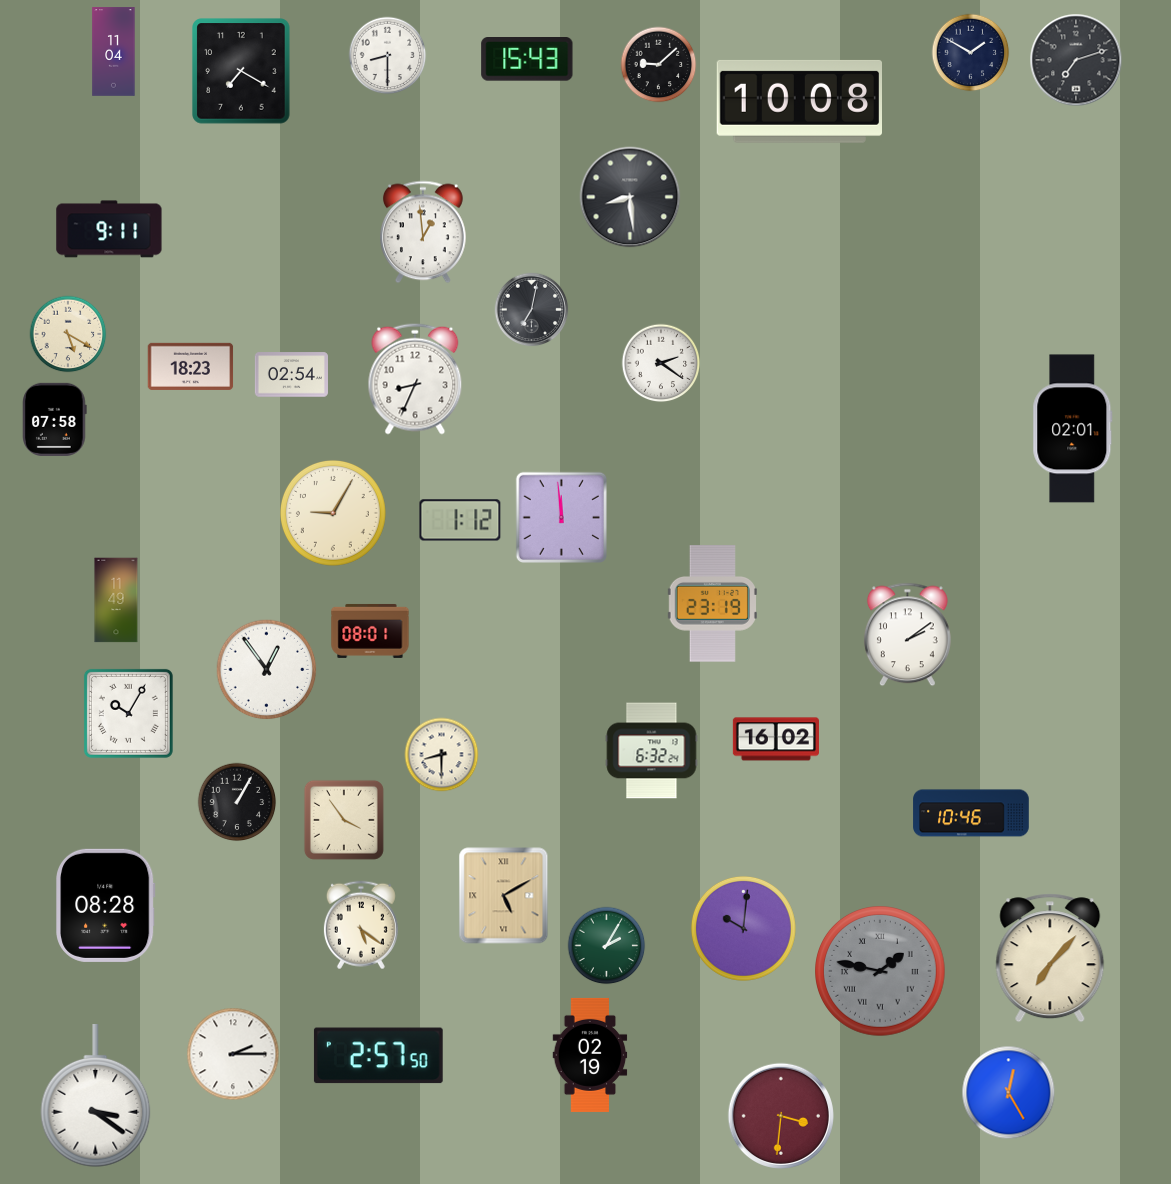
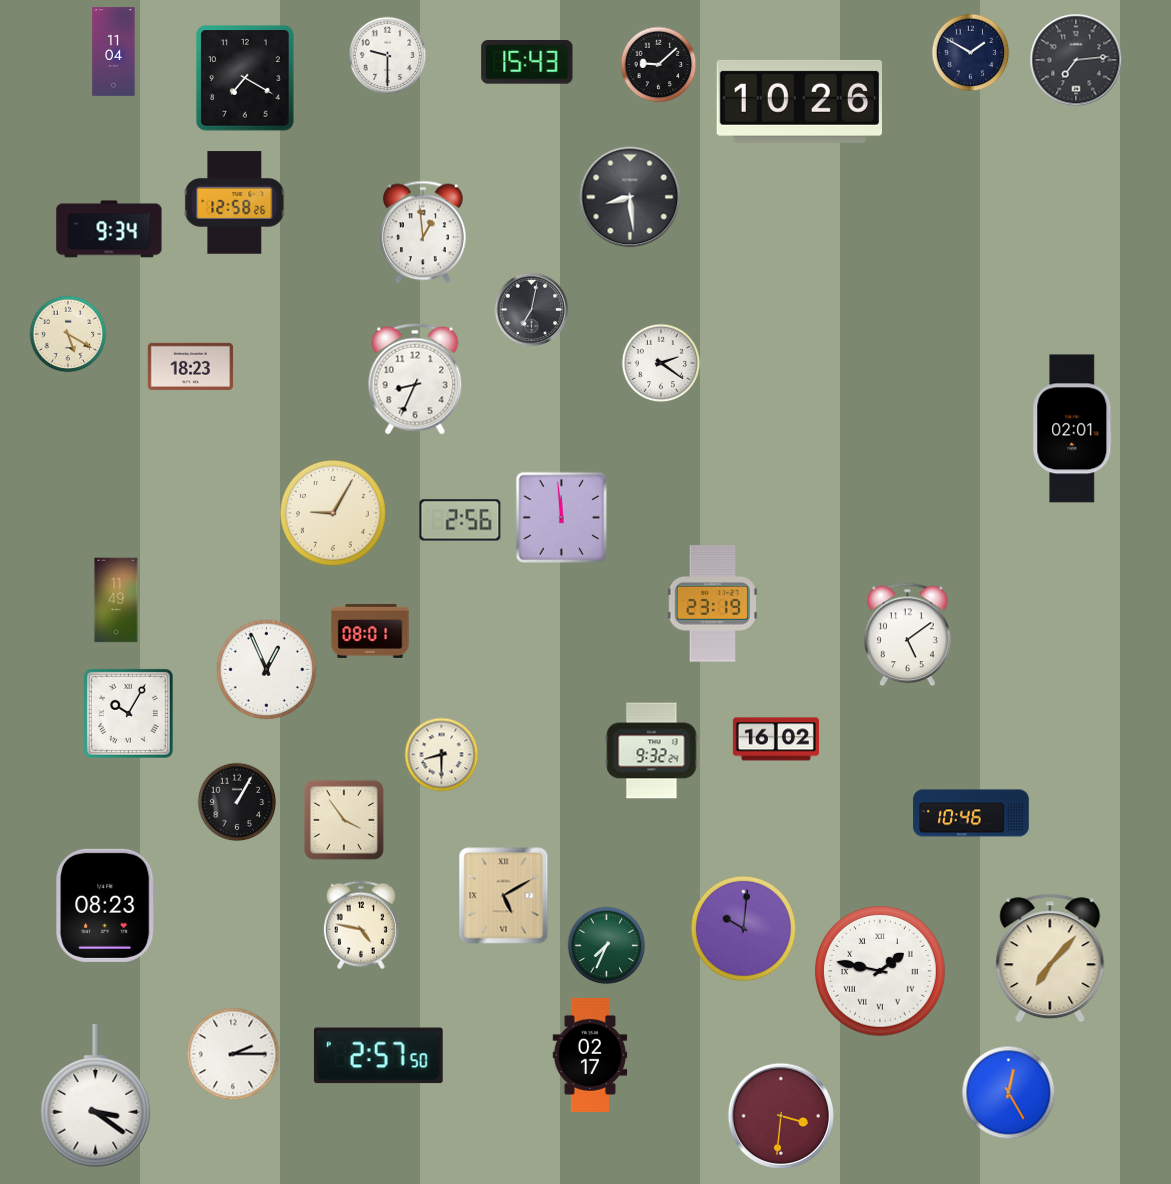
clock at (388, 56): 8:30 -> 9:30
clock at (527, 60) position: (527, 60) -> (527, 63)
clock at (1076, 60): 7:12 -> 7:14
clock at (241, 71) position: (241, 71) -> (245, 78)
clock at (799, 101): 10:08 -> 10:26
clock at (235, 203): none -> 12:58
clock at (109, 229): 9:11 -> 9:34
clock at (291, 375): 02:54 -> none
clock at (55, 419): 07:58 -> none
clock at (460, 520): 1:12 -> 2:56
clock at (907, 635): 2:09 -> 5:09
clock at (267, 670): 12:54 -> 12:56
clock at (652, 751): 6:32 -> 9:32
clock at (106, 905): 08:28 -> 08:23
clock at (361, 925): 5:21 -> 4:47
clock at (607, 946): 2:05 -> 7:34
clock at (881, 972) dial: grey -> white
clock at (590, 1055): 02:19 -> 02:17
